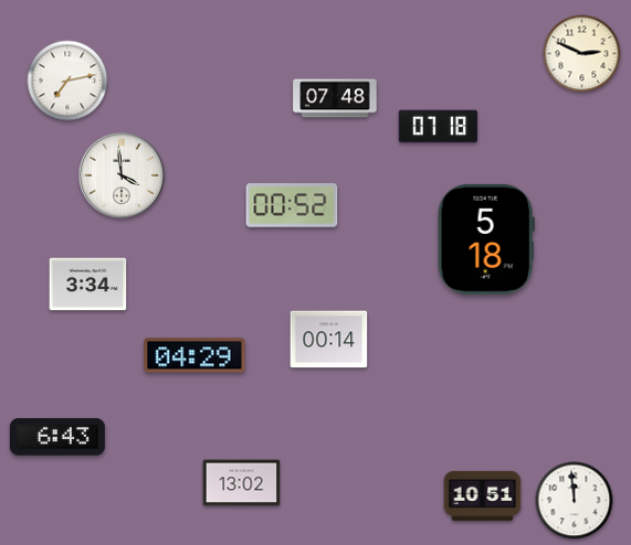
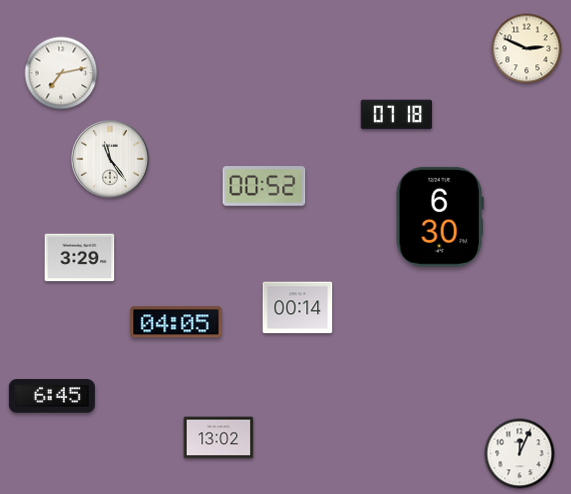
clock at (335, 98): 07:48 -> none
clock at (122, 175): 3:59 -> 11:24
clock at (486, 239): 5:18 -> 6:30
clock at (88, 285): 3:34 -> 3:29
clock at (194, 355): 04:29 -> 04:05
clock at (57, 437): 6:43 -> 6:45
clock at (483, 495): 10:51 -> none
clock at (575, 501): 11:59 -> 12:04
